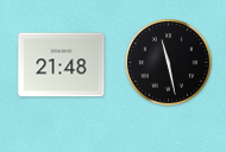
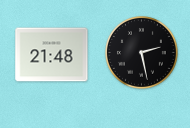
clock at (169, 63): 11:28 -> 2:28
